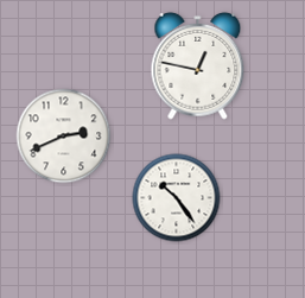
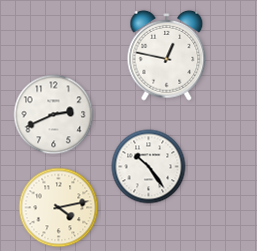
clock at (59, 208): none -> 4:13
